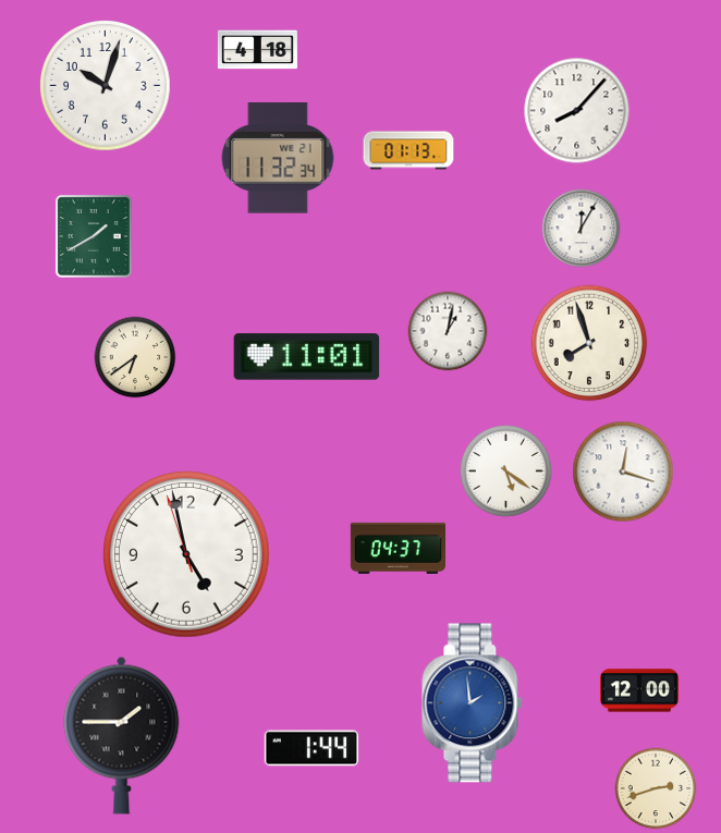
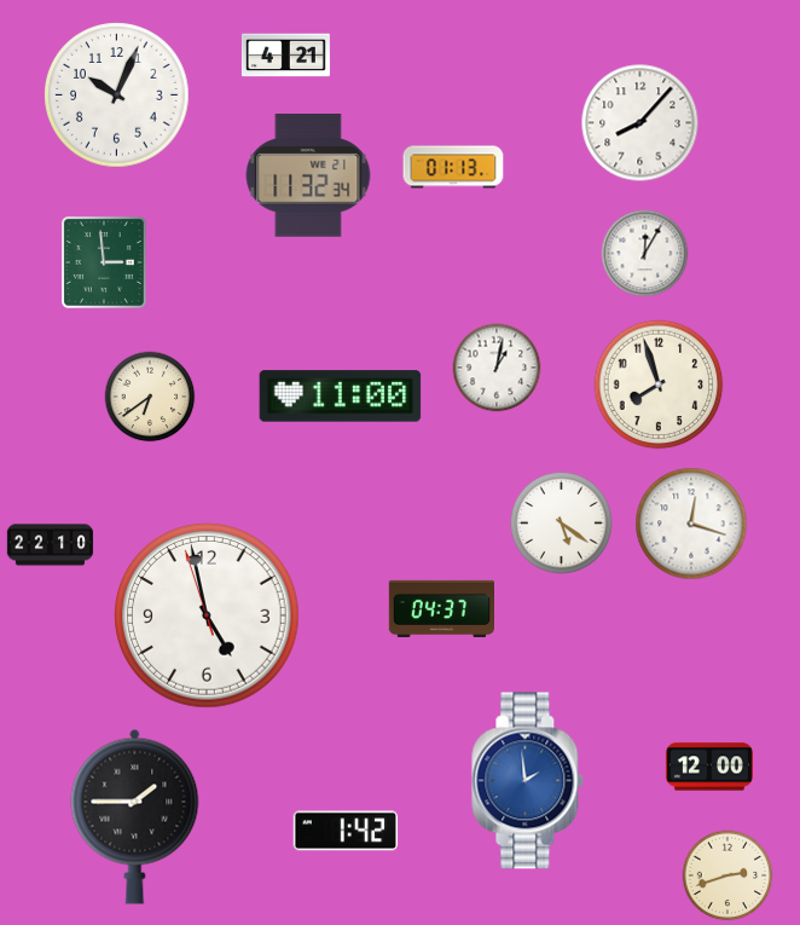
clock at (257, 50): 4:18 -> 4:21
clock at (106, 86): 10:03 -> 10:04
clock at (94, 236): 1:40 -> 2:59
clock at (589, 343) position: (589, 343) -> (659, 385)
clock at (307, 357): 11:01 -> 11:00
clock at (51, 545): none -> 22:10
clock at (473, 703) position: (473, 703) -> (528, 781)
clock at (311, 748): 1:44 -> 1:42
